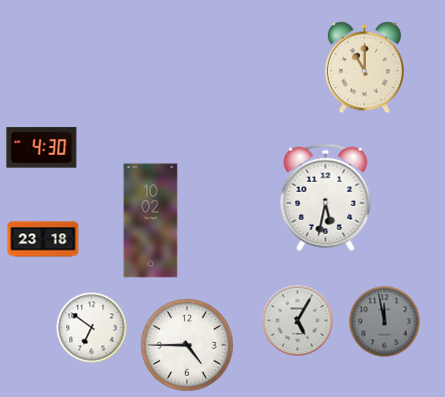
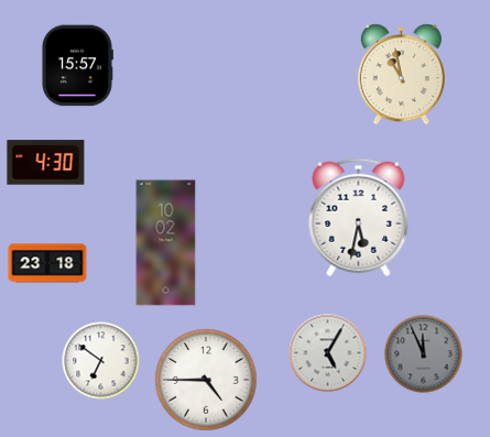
clock at (77, 66): none -> 15:57
clock at (364, 68): 11:00 -> 10:58
clock at (385, 322): 11:58 -> 11:56
